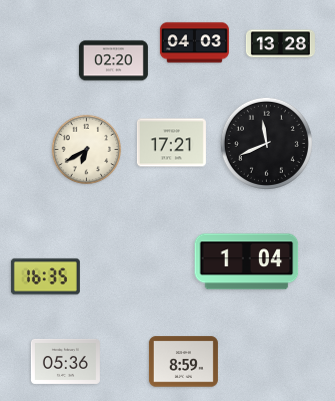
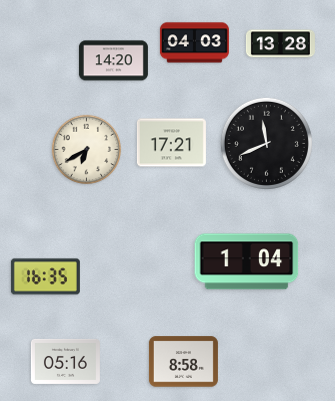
clock at (113, 61): 02:20 -> 14:20
clock at (65, 361): 05:36 -> 05:16
clock at (183, 362): 8:59 -> 8:58
